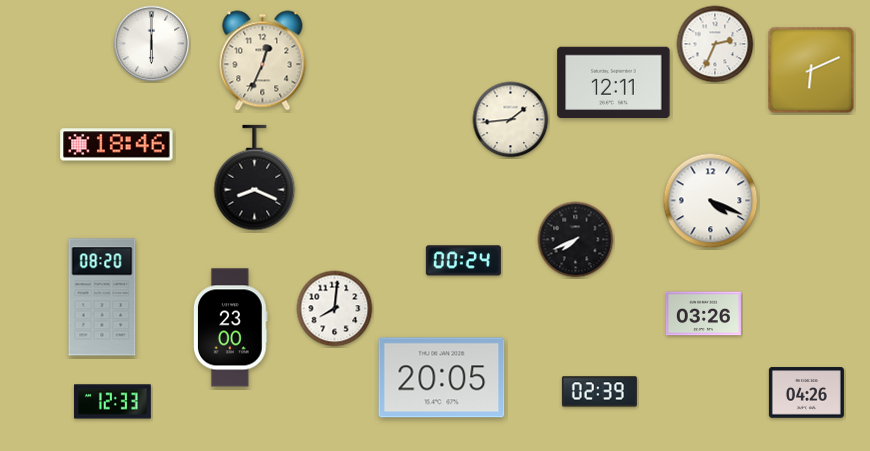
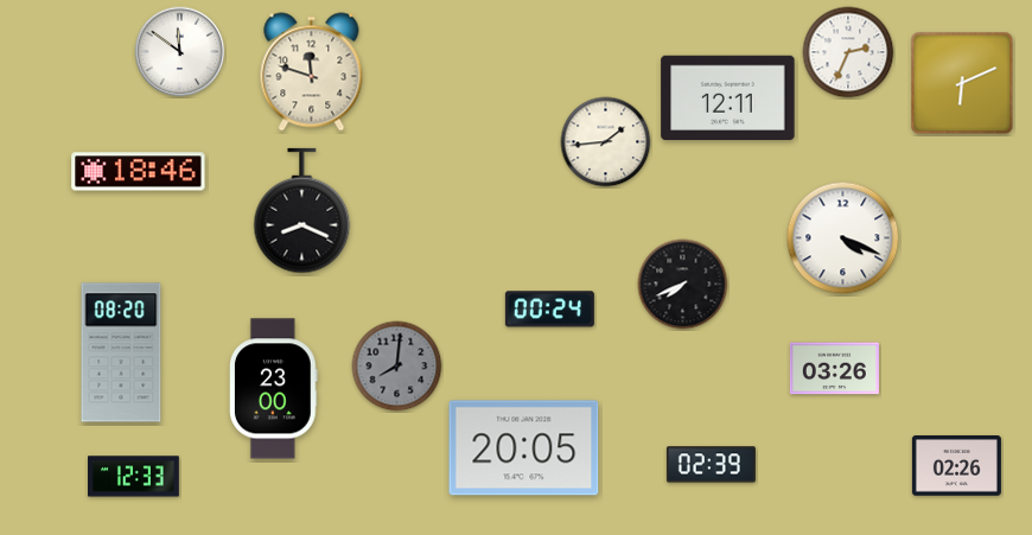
clock at (152, 44): 6:00 -> 11:51
clock at (263, 61): 12:34 -> 11:48
clock at (335, 309) dial: white -> grey
clock at (703, 314) position: (703, 314) -> (834, 369)
clock at (806, 393): 04:26 -> 02:26
